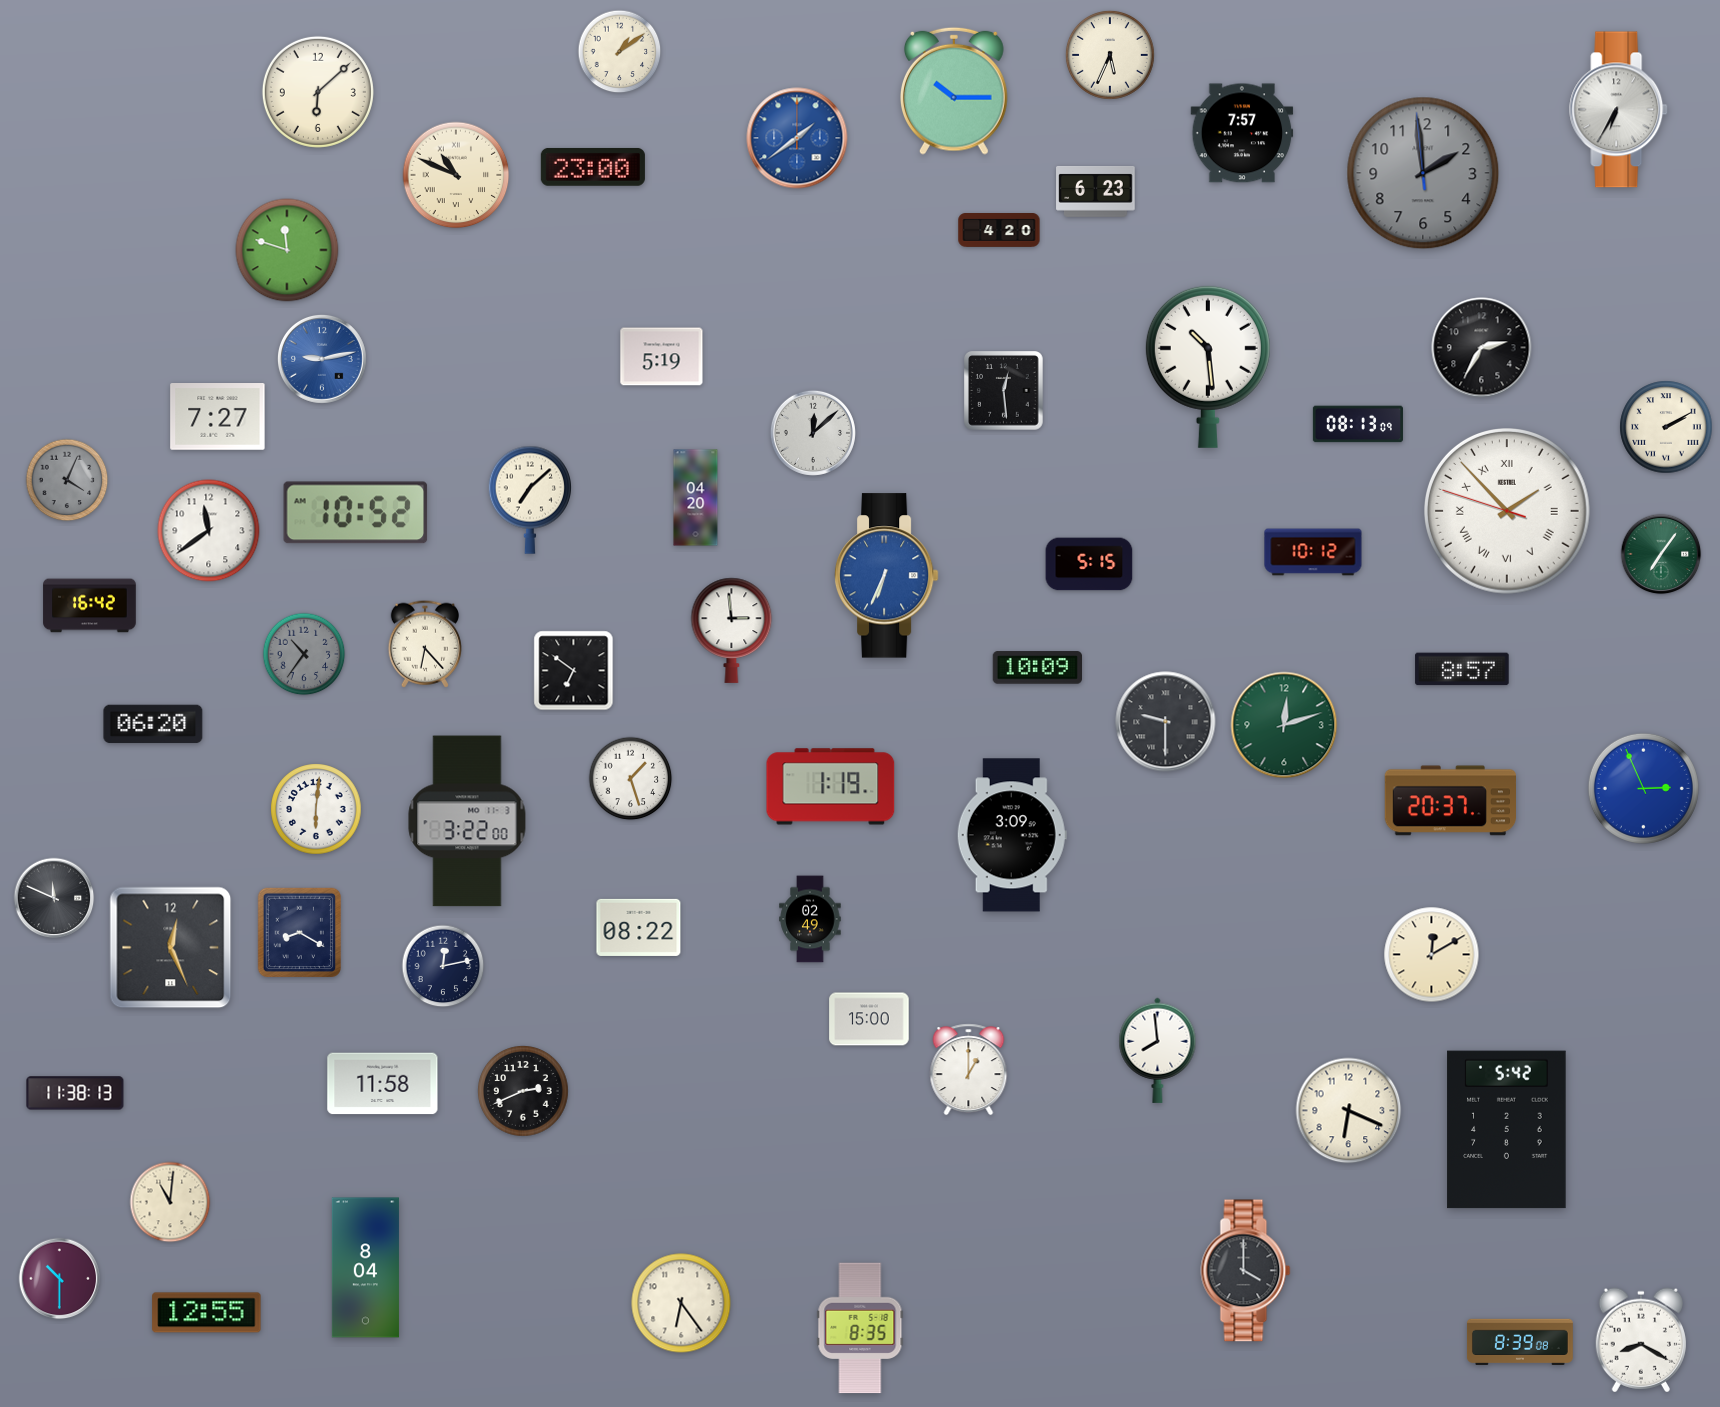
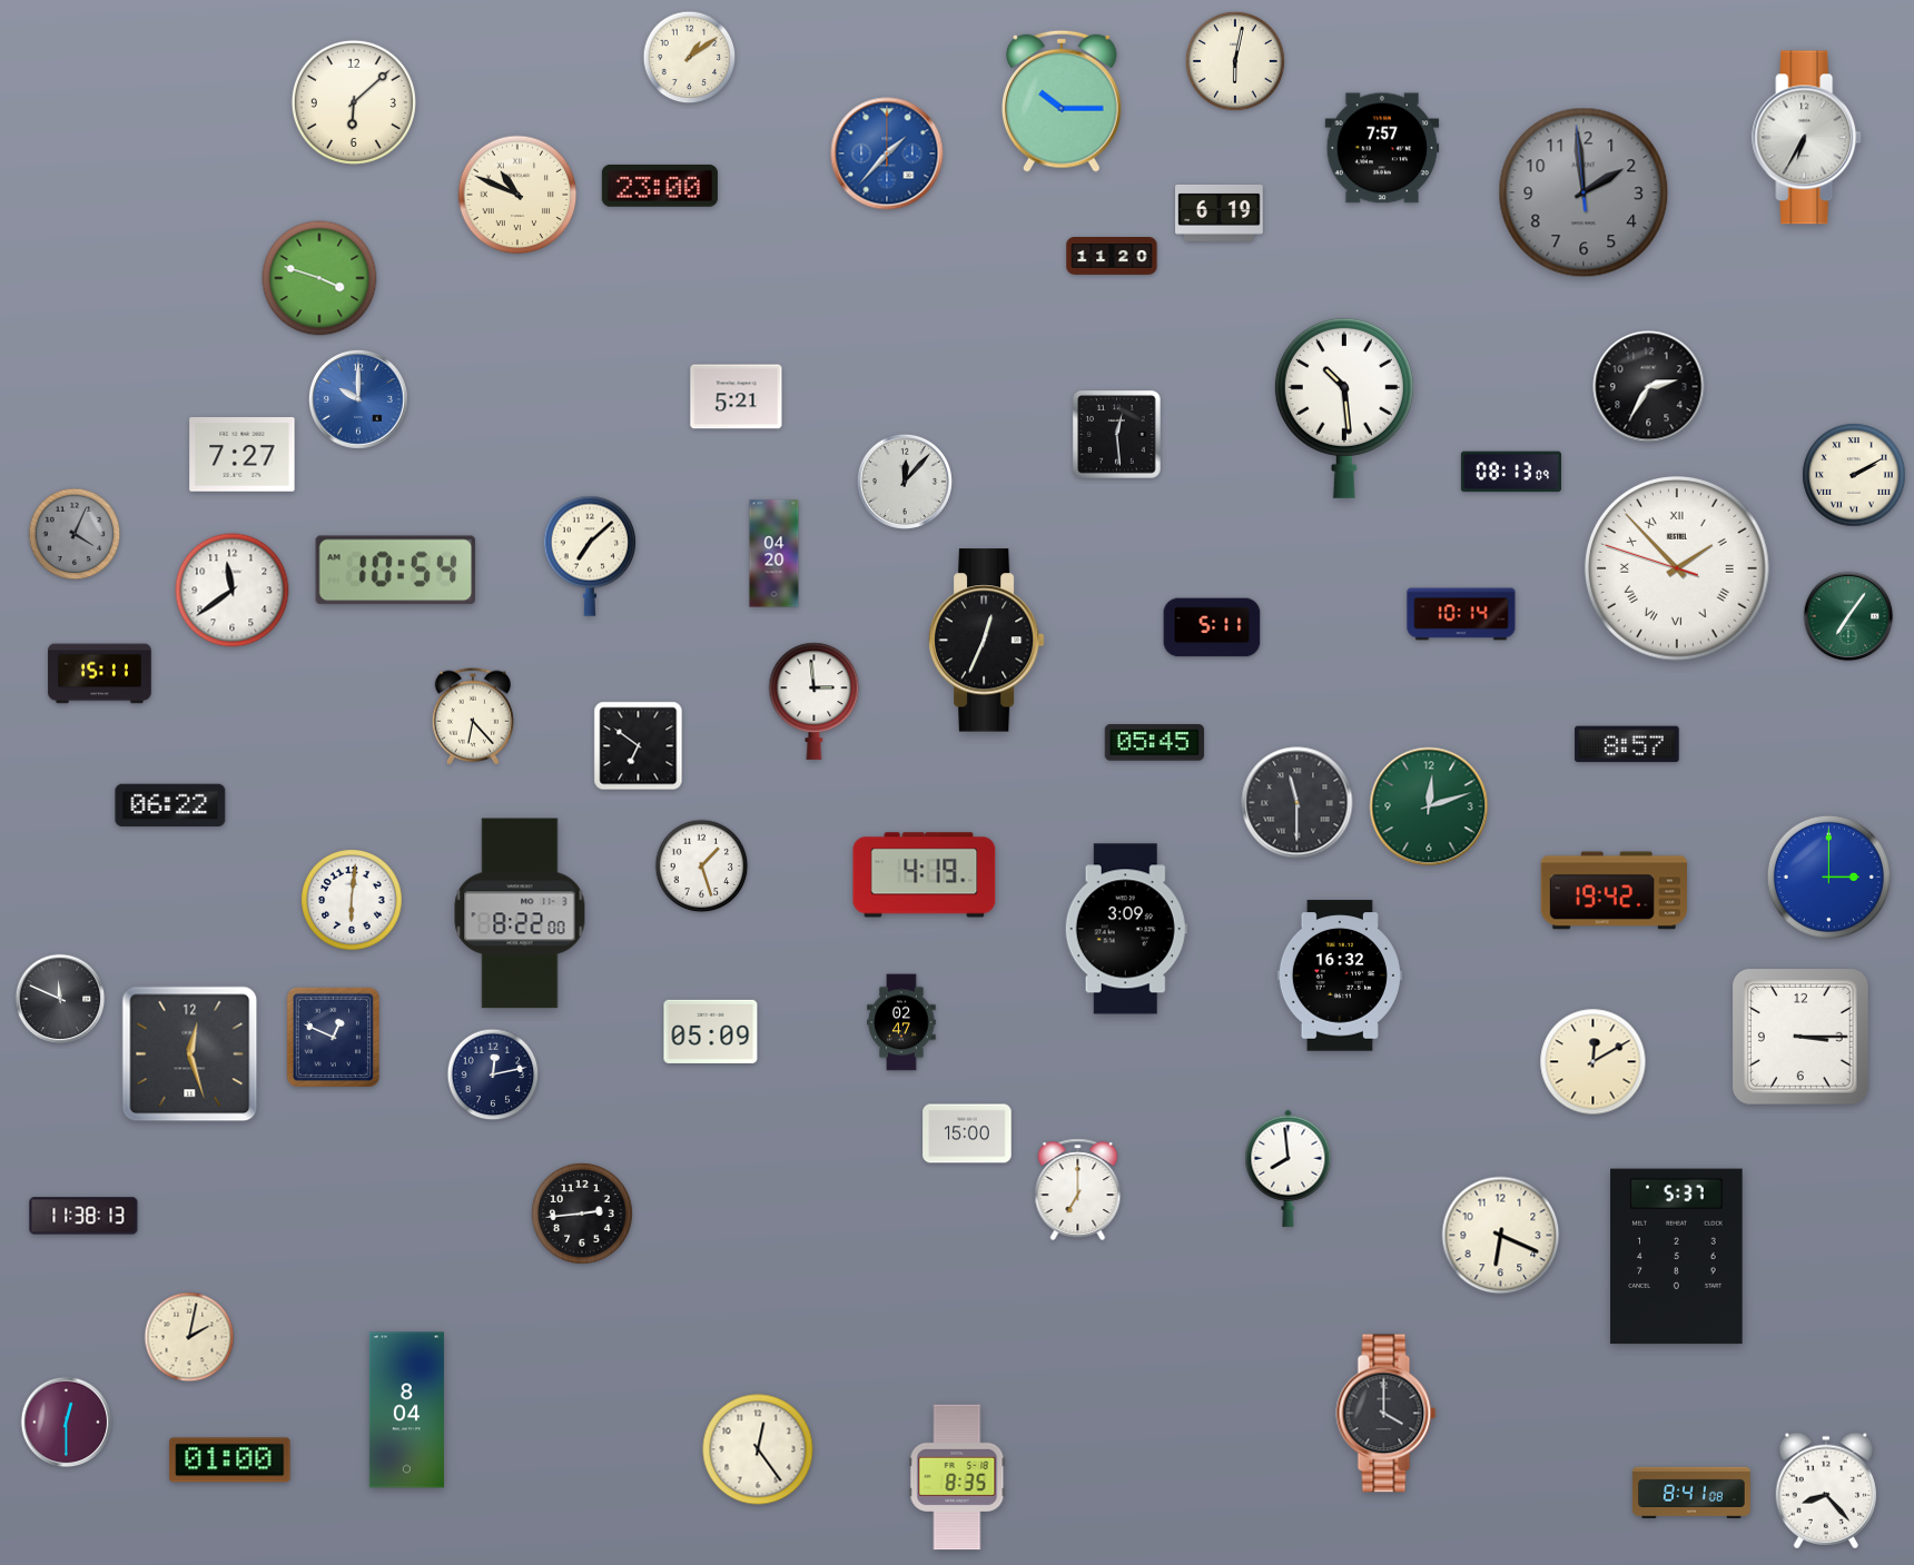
clock at (1110, 55): 5:34 -> 6:02
clock at (1619, 110) position: (1619, 110) -> (1807, 138)
clock at (797, 138): 1:39 -> 1:37
clock at (456, 175) position: (456, 175) -> (517, 195)
clock at (1096, 191): 6:23 -> 6:19
clock at (999, 231): 4:20 -> 11:20
clock at (287, 250): 11:48 -> 3:48
clock at (662, 357): 5:19 -> 5:21
clock at (322, 359): 9:13 -> 10:00
clock at (218, 417) position: (218, 417) -> (243, 455)
clock at (813, 433): 12:08 -> 12:07
clock at (356, 513): 10:52 -> 10:54
clock at (1313, 552): 10:12 -> 10:14
clock at (1089, 564): 5:15 -> 5:11
clock at (886, 576): 6:34 -> 12:34
clock at (886, 576) dial: blue -> black
clock at (90, 606): 16:42 -> 15:11
clock at (304, 654): 10:36 -> none
clock at (1037, 668): 10:09 -> 05:45
clock at (1166, 722): 9:30 -> 11:30
clock at (153, 724): 06:20 -> 06:22
clock at (831, 787): 1:19 -> 4:19
clock at (1643, 788): 2:56 -> 3:00
clock at (1450, 801): 20:37 -> 19:42
clock at (467, 821): 3:22 -> 8:22
clock at (1340, 975): none -> 16:32
clock at (810, 919): 02:49 -> 02:47
clock at (639, 927): 08:22 -> 05:09
clock at (1800, 1037): none -> 3:15
clock at (299, 933): 8:20 -> 12:49
clock at (171, 948): 12:26 -> 12:27
clock at (969, 1070): 1:00 -> 7:00
clock at (383, 1084): 11:58 -> none
clock at (523, 1091): 2:41 -> 2:44
clock at (1507, 1130): 5:42 -> 5:37
clock at (170, 1202): 11:01 -> 2:02
clock at (60, 1279): 10:30 -> 12:30
clock at (681, 1303): 6:24 -> 12:24
clock at (207, 1313): 12:55 -> 01:00
clock at (1641, 1340): 8:20 -> 8:23
clock at (1520, 1342): 8:39 -> 8:41
